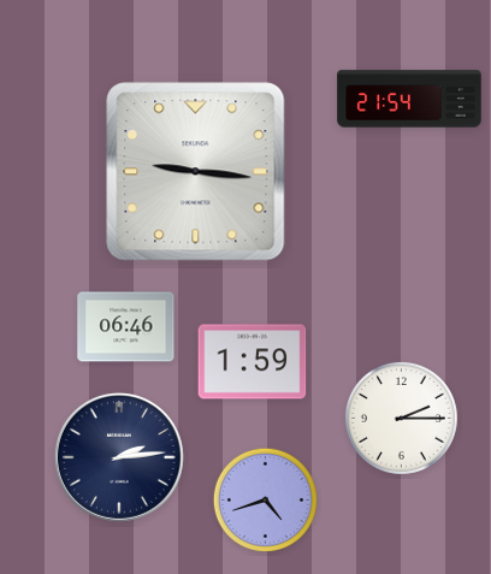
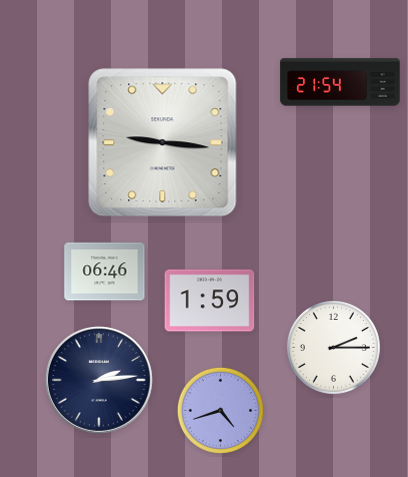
clock at (265, 499) position: (265, 499) -> (220, 410)
